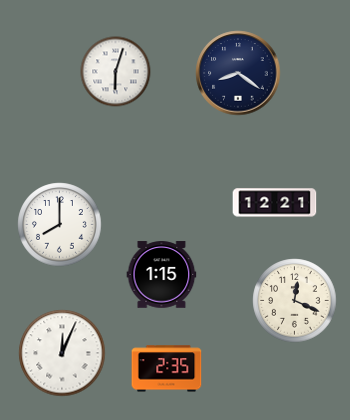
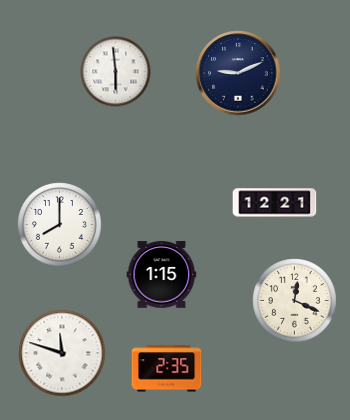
clock at (116, 72): 6:03 -> 5:59
clock at (238, 73): 8:21 -> 9:11
clock at (62, 353): 12:04 -> 11:48
